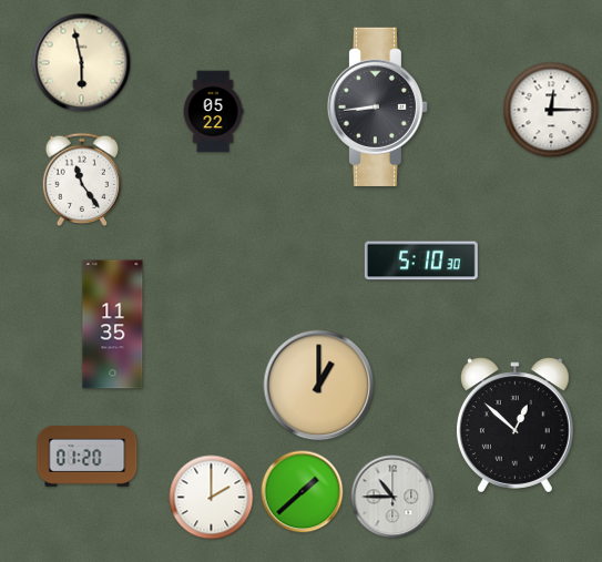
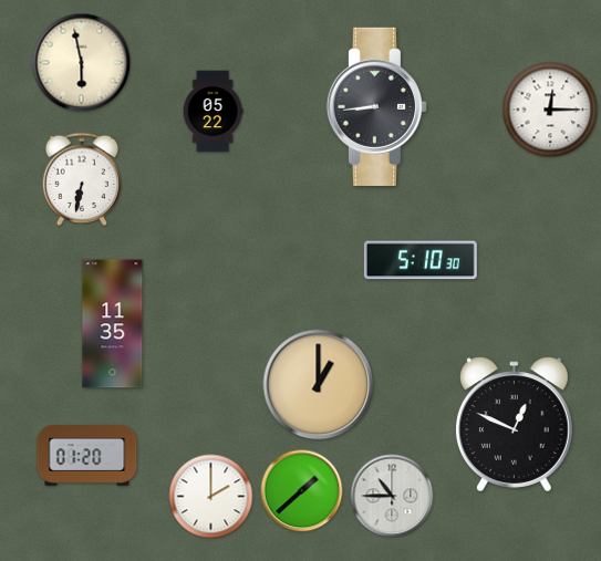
clock at (82, 180): 11:24 -> 6:32
clock at (514, 426): 12:52 -> 12:49
